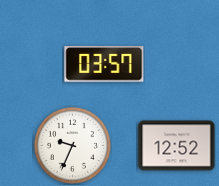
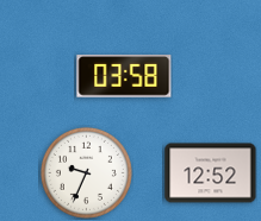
clock at (104, 64): 03:57 -> 03:58
